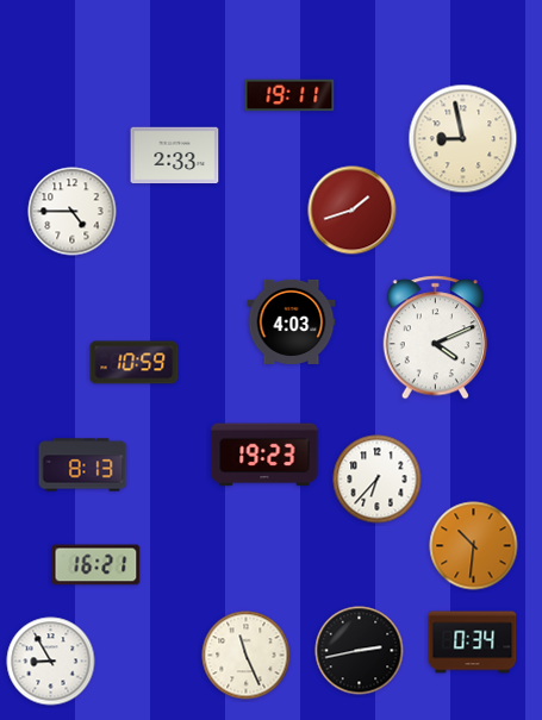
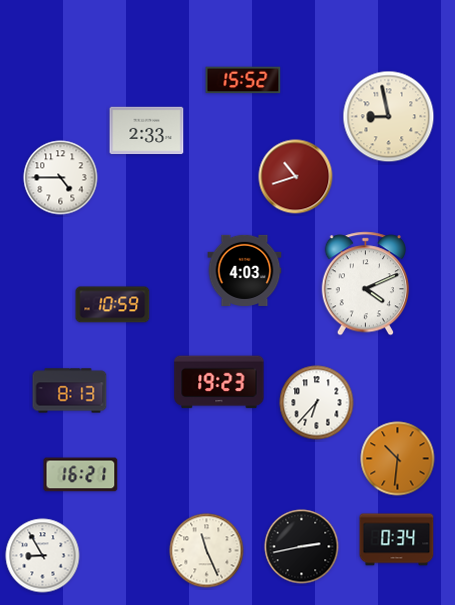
clock at (289, 95): 19:11 -> 15:52
clock at (353, 211): 1:42 -> 10:42
clock at (264, 455) position: (264, 455) -> (219, 382)
